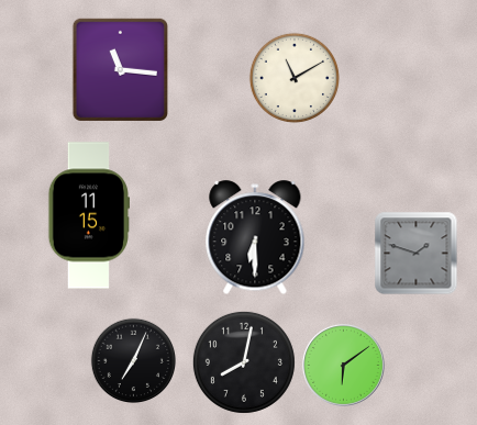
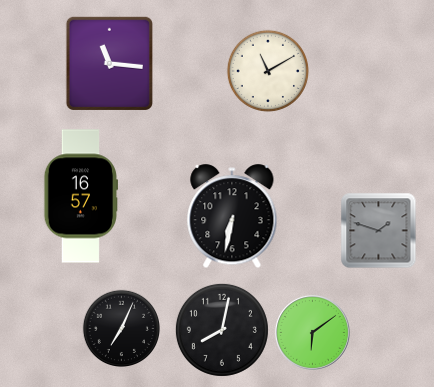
clock at (88, 215): 11:15 -> 16:57
clock at (255, 238): 6:30 -> 6:32
